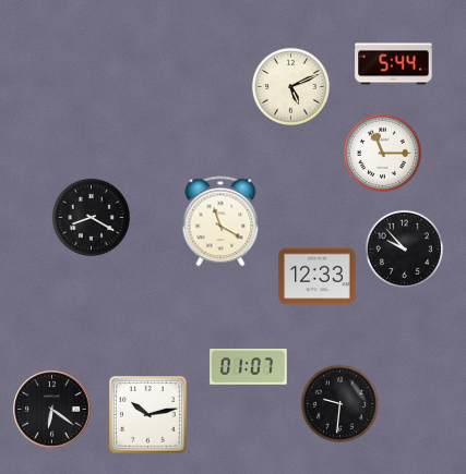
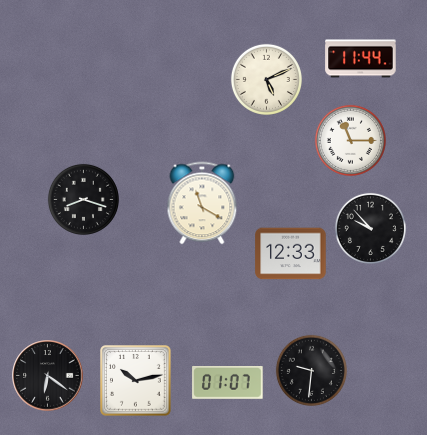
clock at (394, 64): 5:44 -> 11:44
clock at (91, 217): 8:20 -> 8:18
clock at (249, 367) position: (249, 367) -> (228, 383)
